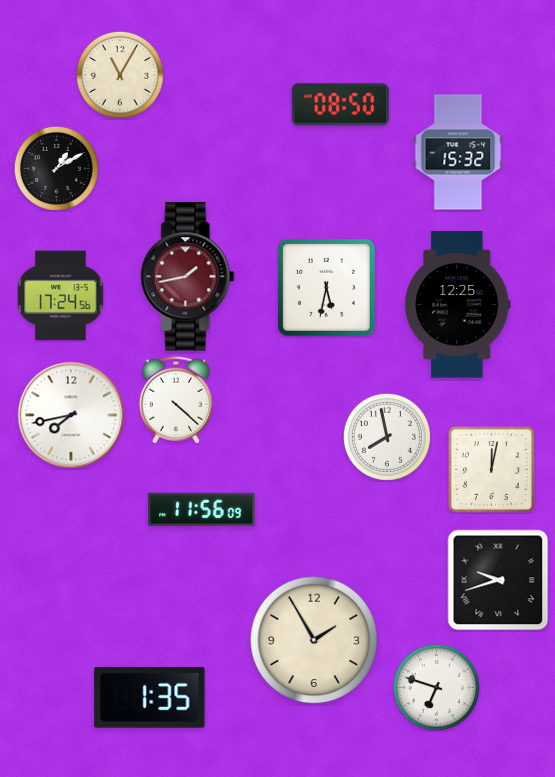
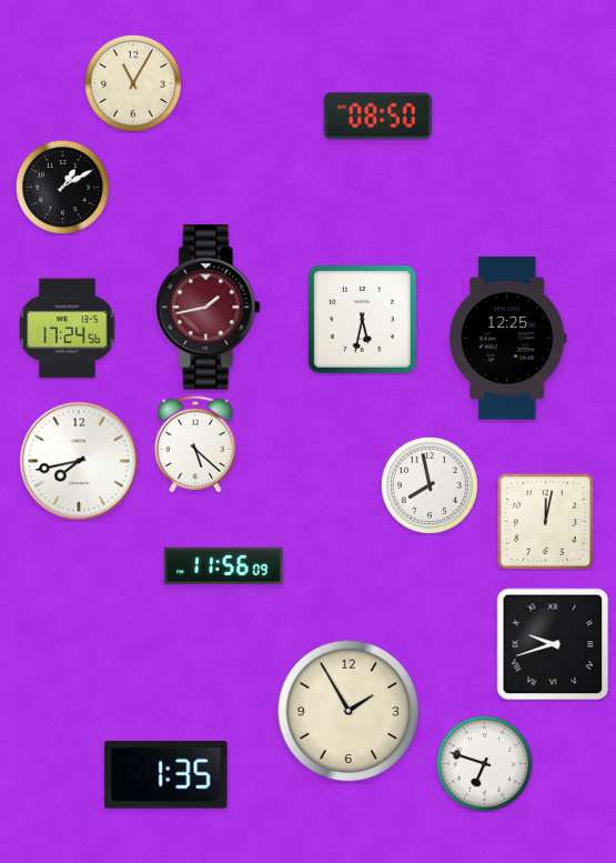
clock at (458, 152): 15:32 -> none
clock at (175, 400): 4:22 -> 5:22
